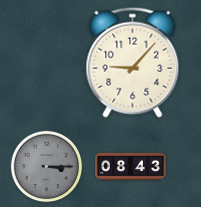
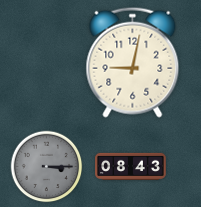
clock at (133, 62): 9:07 -> 9:02
